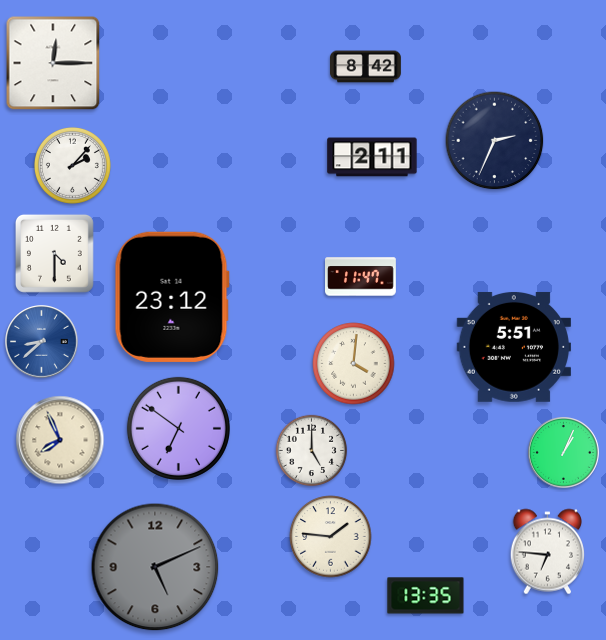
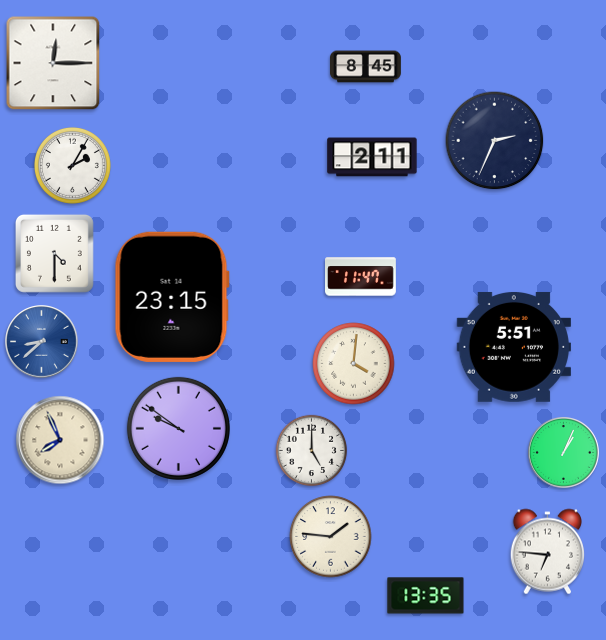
clock at (366, 67): 8:42 -> 8:45
clock at (72, 165): 2:07 -> 2:05
clock at (172, 297): 23:12 -> 23:15
clock at (178, 428): 6:51 -> 9:51
clock at (155, 567): 5:11 -> none
